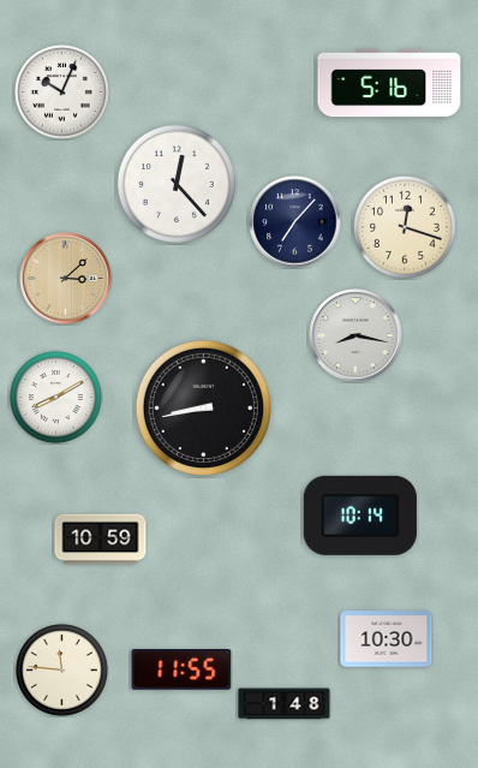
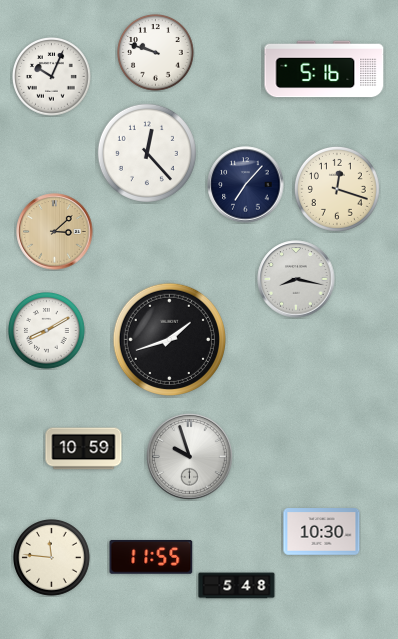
clock at (156, 53): none -> 9:48
clock at (203, 407): 8:43 -> 1:42
clock at (360, 516): 10:14 -> none
clock at (190, 457): none -> 9:57
clock at (285, 704): 1:48 -> 5:48
